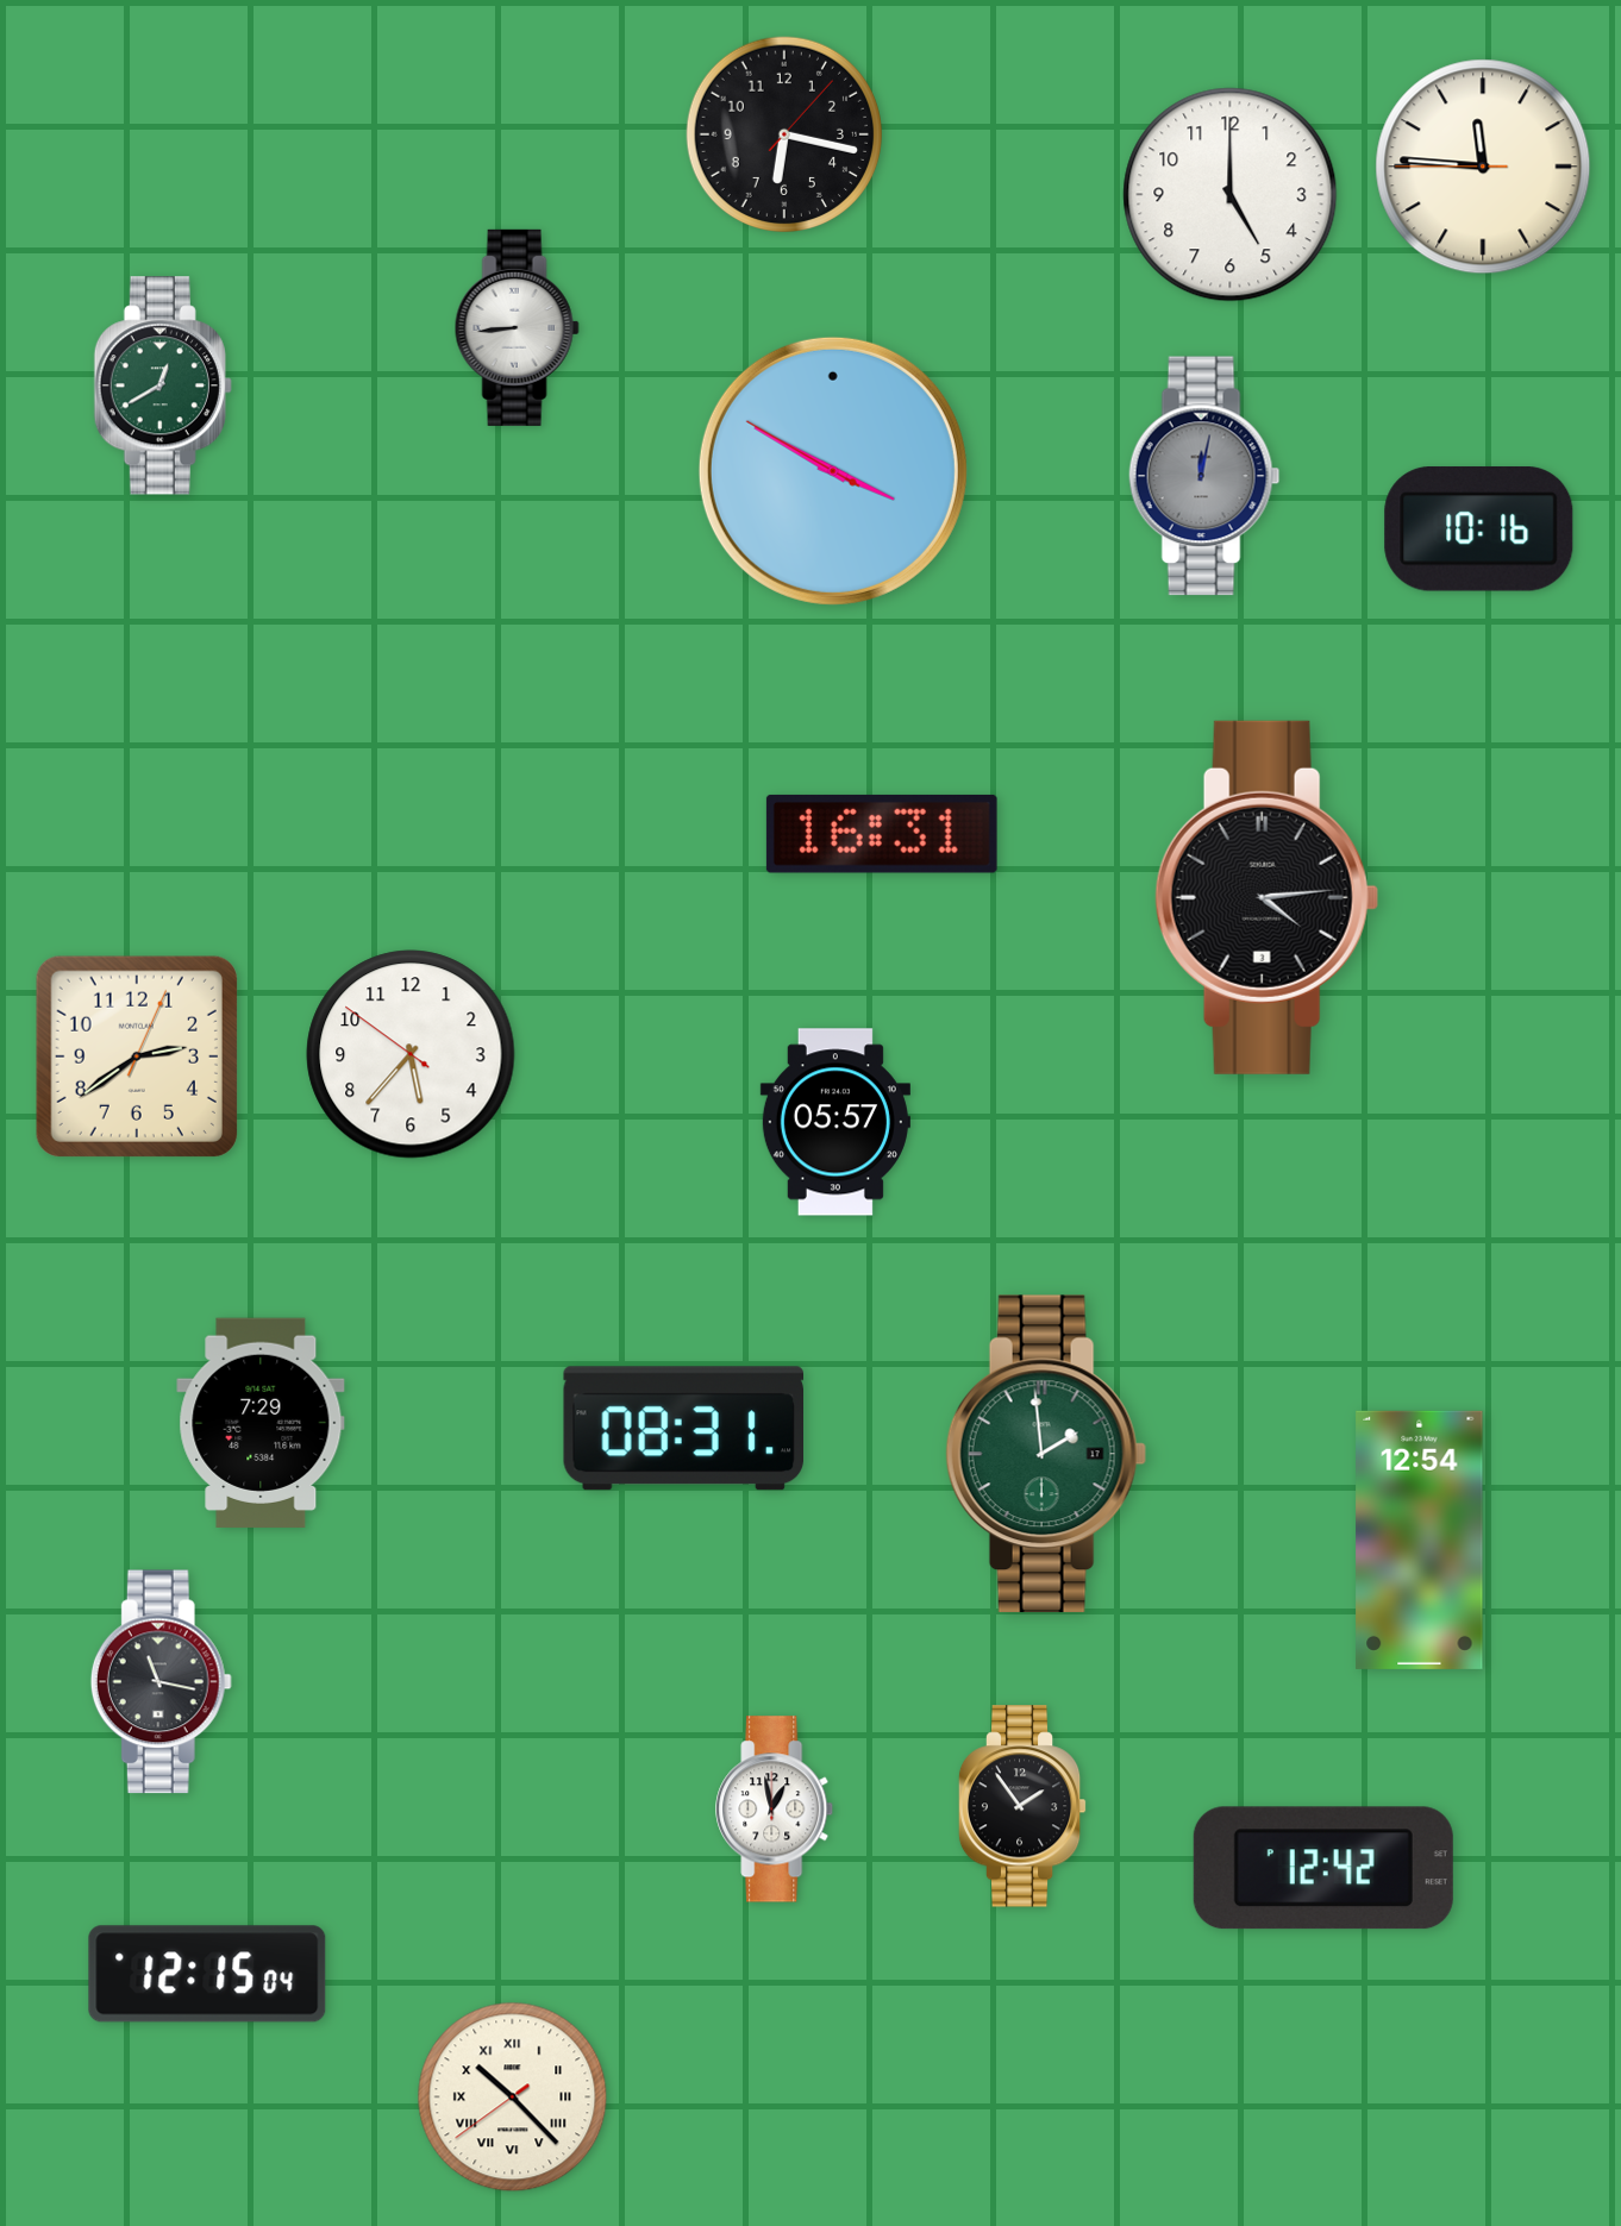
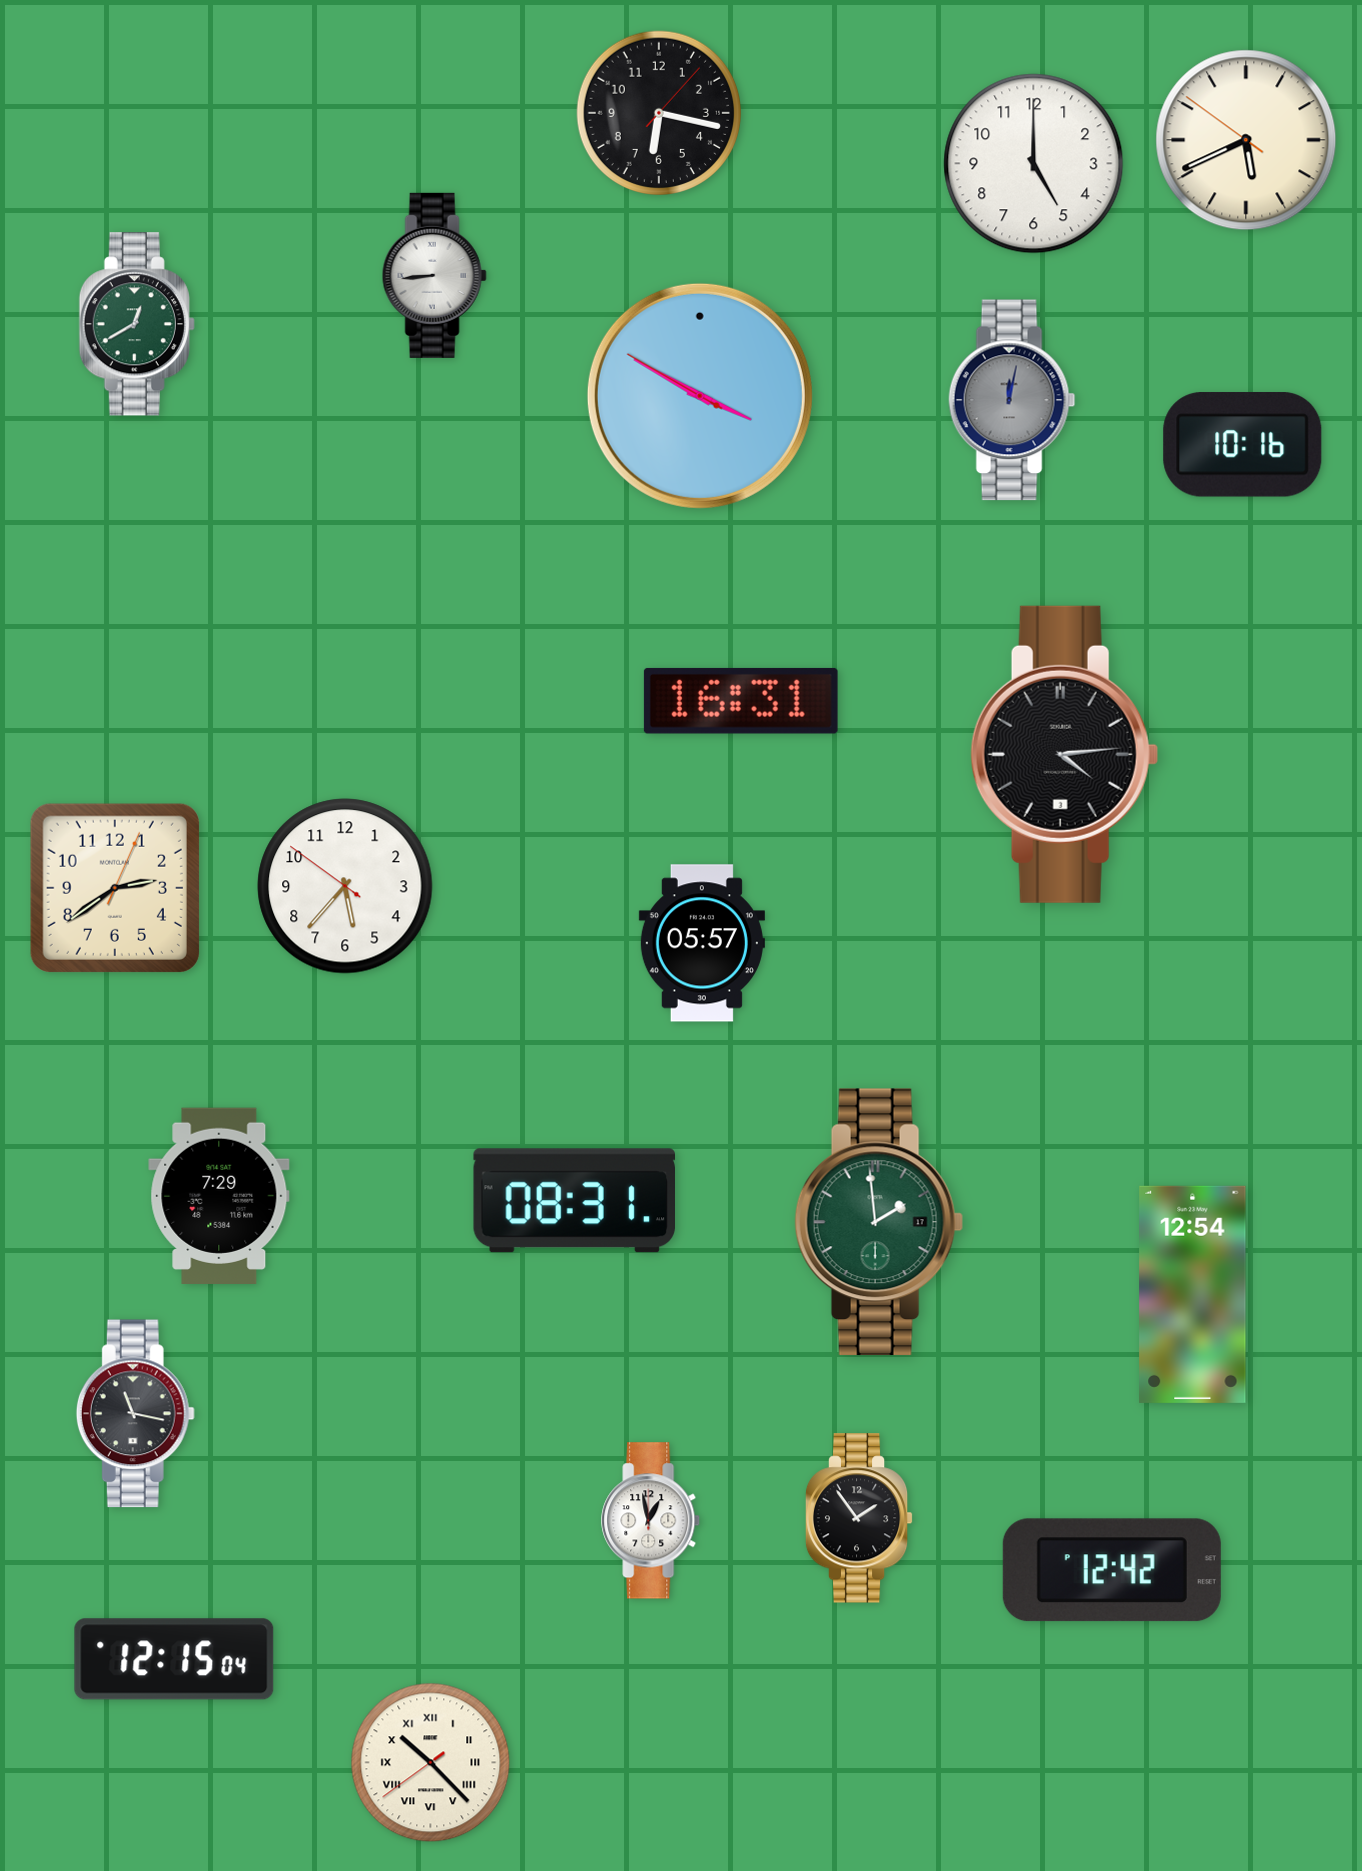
clock at (1483, 167): 11:45 -> 5:40
